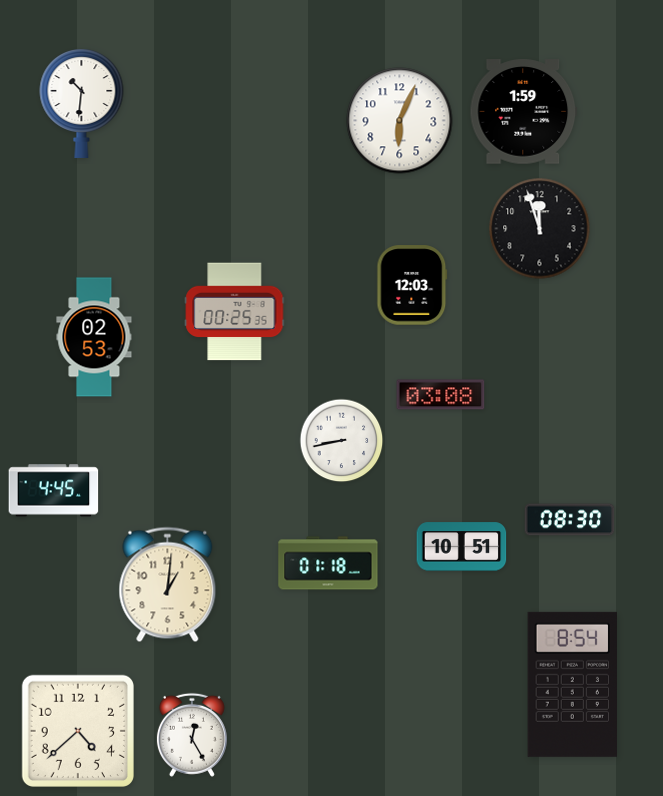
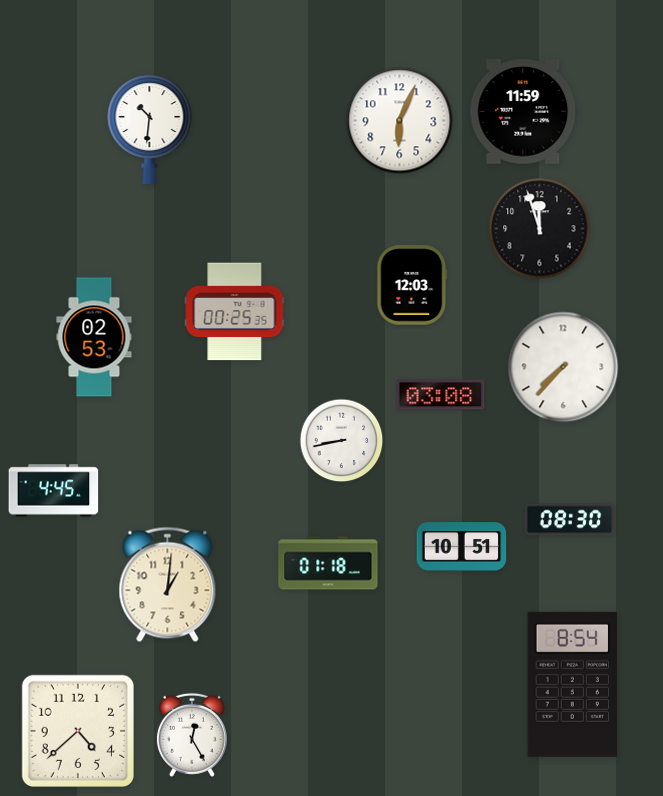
clock at (82, 103) position: (82, 103) -> (150, 129)
clock at (524, 112): 1:59 -> 11:59
clock at (563, 367): none -> 7:37
